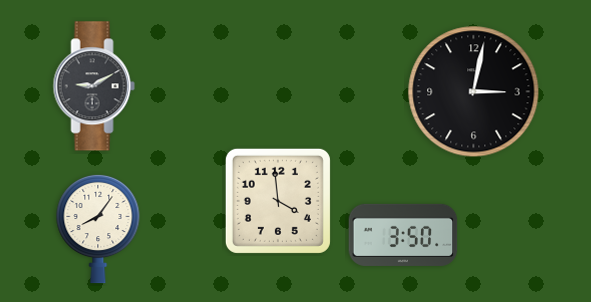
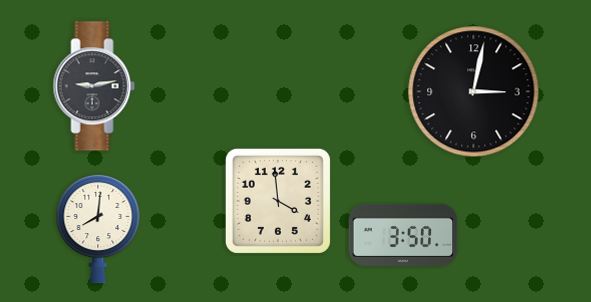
clock at (94, 86): 9:10 -> 9:13
clock at (98, 229): 8:06 -> 8:01
